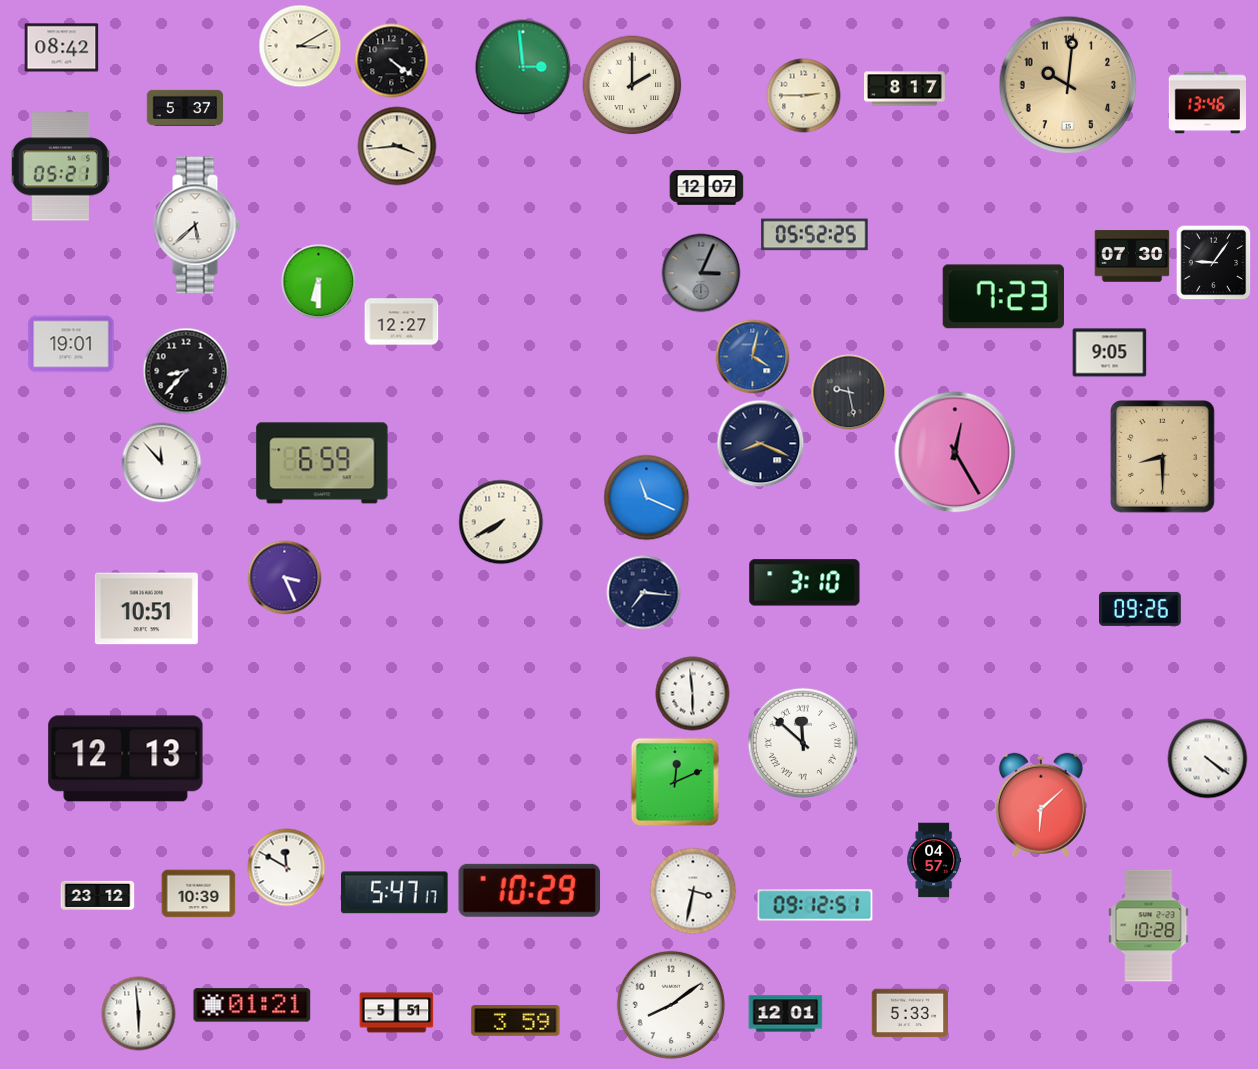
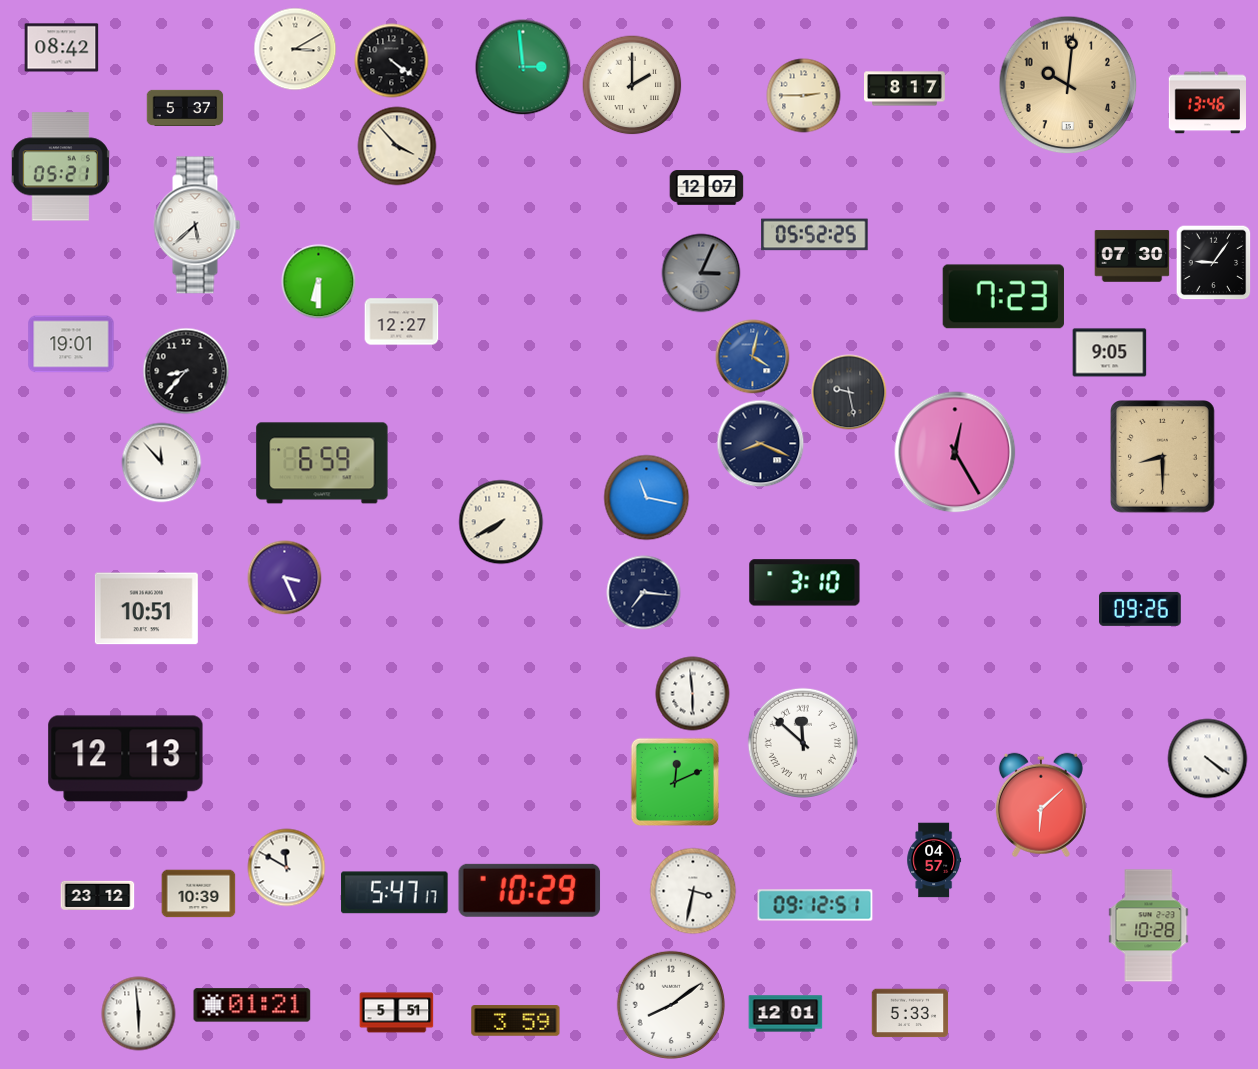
clock at (300, 46) position: (300, 46) -> (295, 49)
clock at (397, 146): 3:44 -> 3:53
clock at (647, 498): 11:19 -> 11:17
